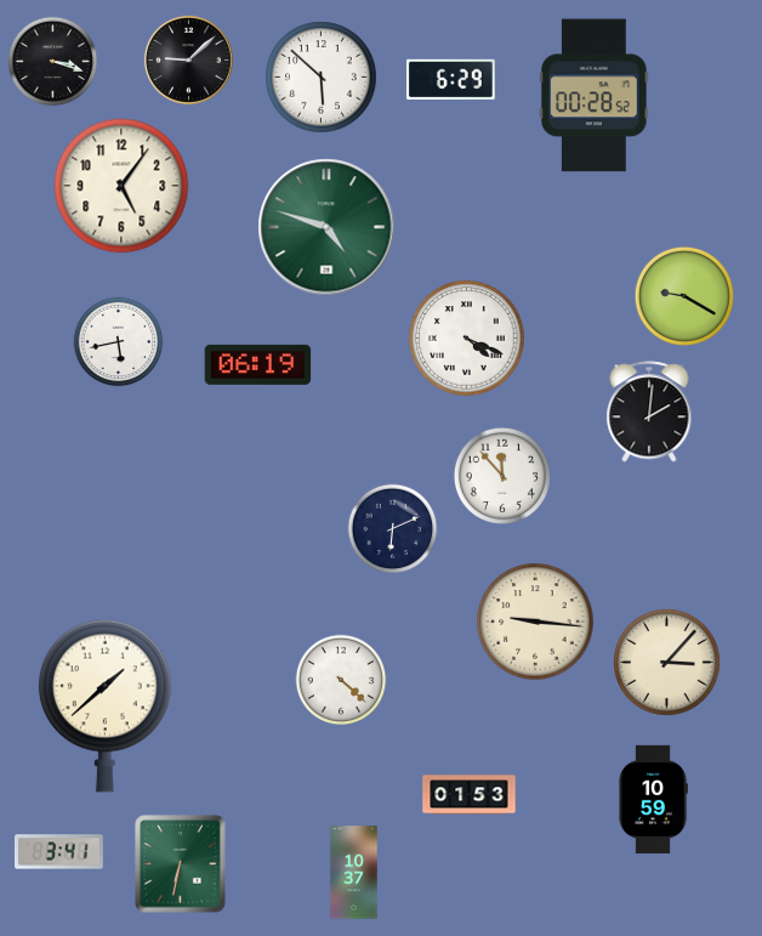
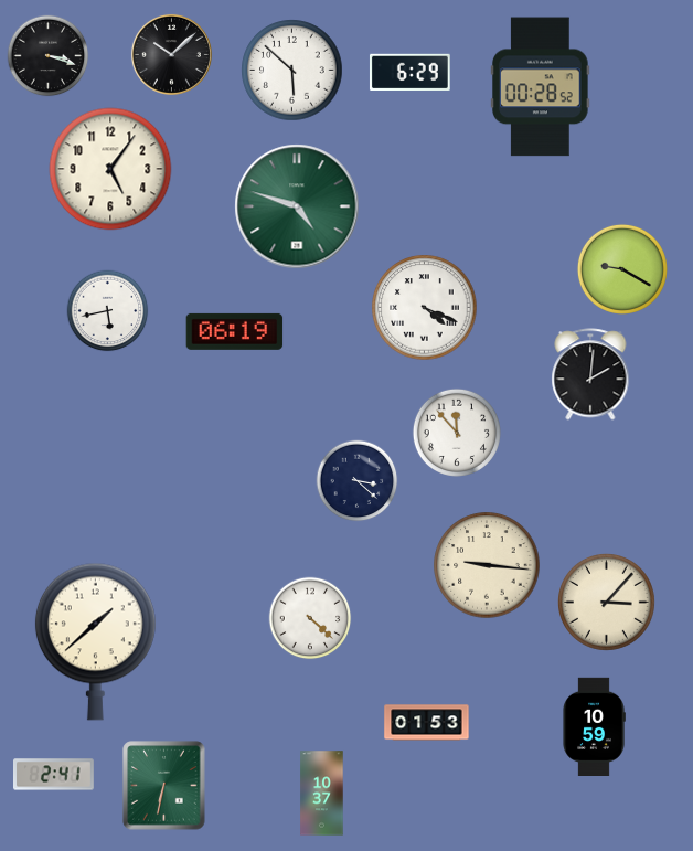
clock at (188, 59): 9:08 -> 10:08
clock at (393, 529): 6:11 -> 3:22
clock at (59, 852): 3:41 -> 2:41
